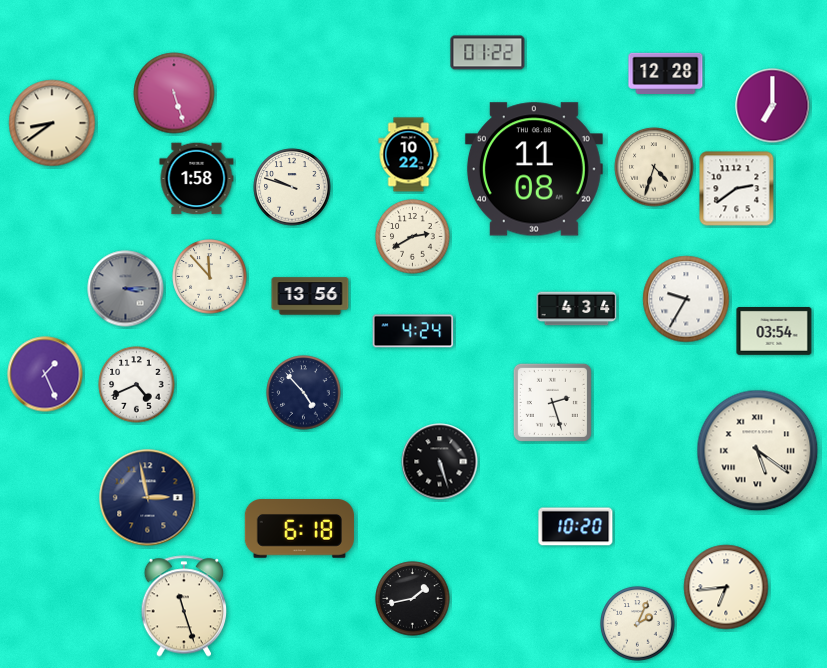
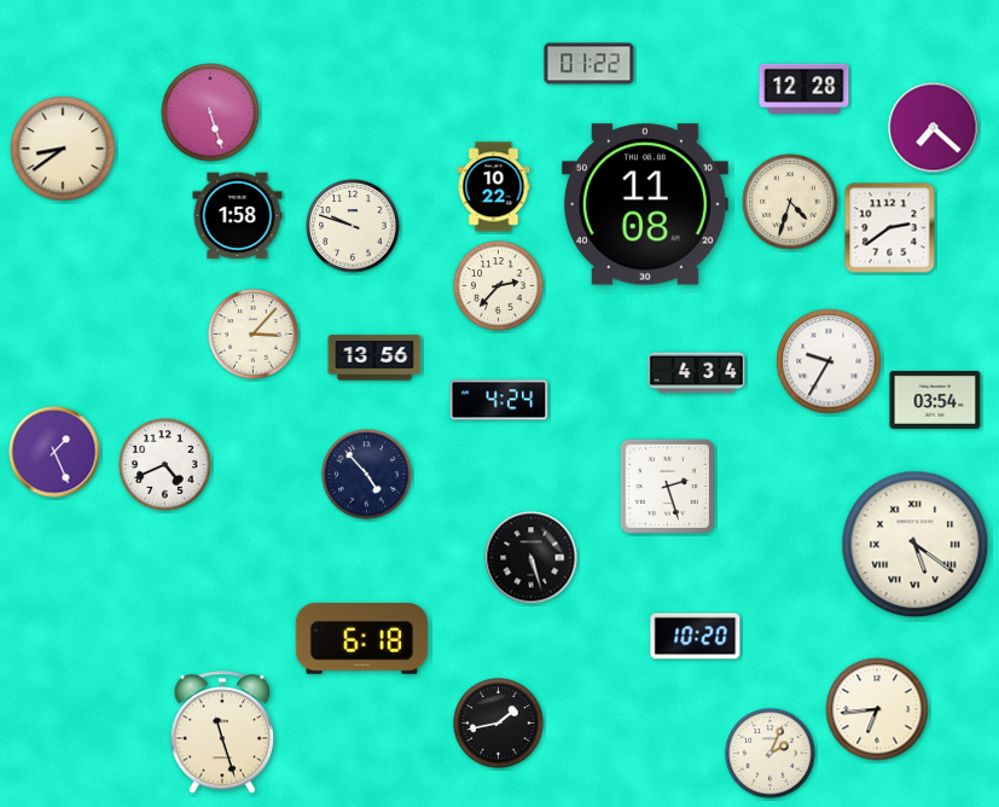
clock at (773, 106): 7:00 -> 7:22
clock at (413, 237): 2:40 -> 2:37
clock at (210, 277): 11:53 -> 3:07
clock at (126, 289): 3:15 -> none
clock at (148, 498): 2:58 -> none
